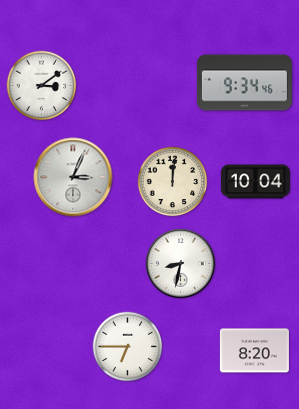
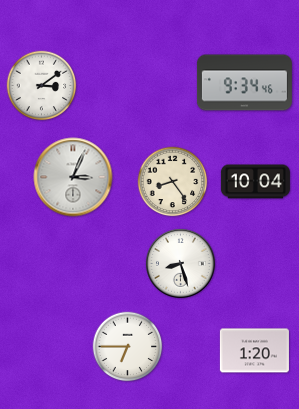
clock at (173, 182): 12:01 -> 8:24
clock at (180, 263): 8:32 -> 8:27
clock at (254, 351): 8:20 -> 1:20
